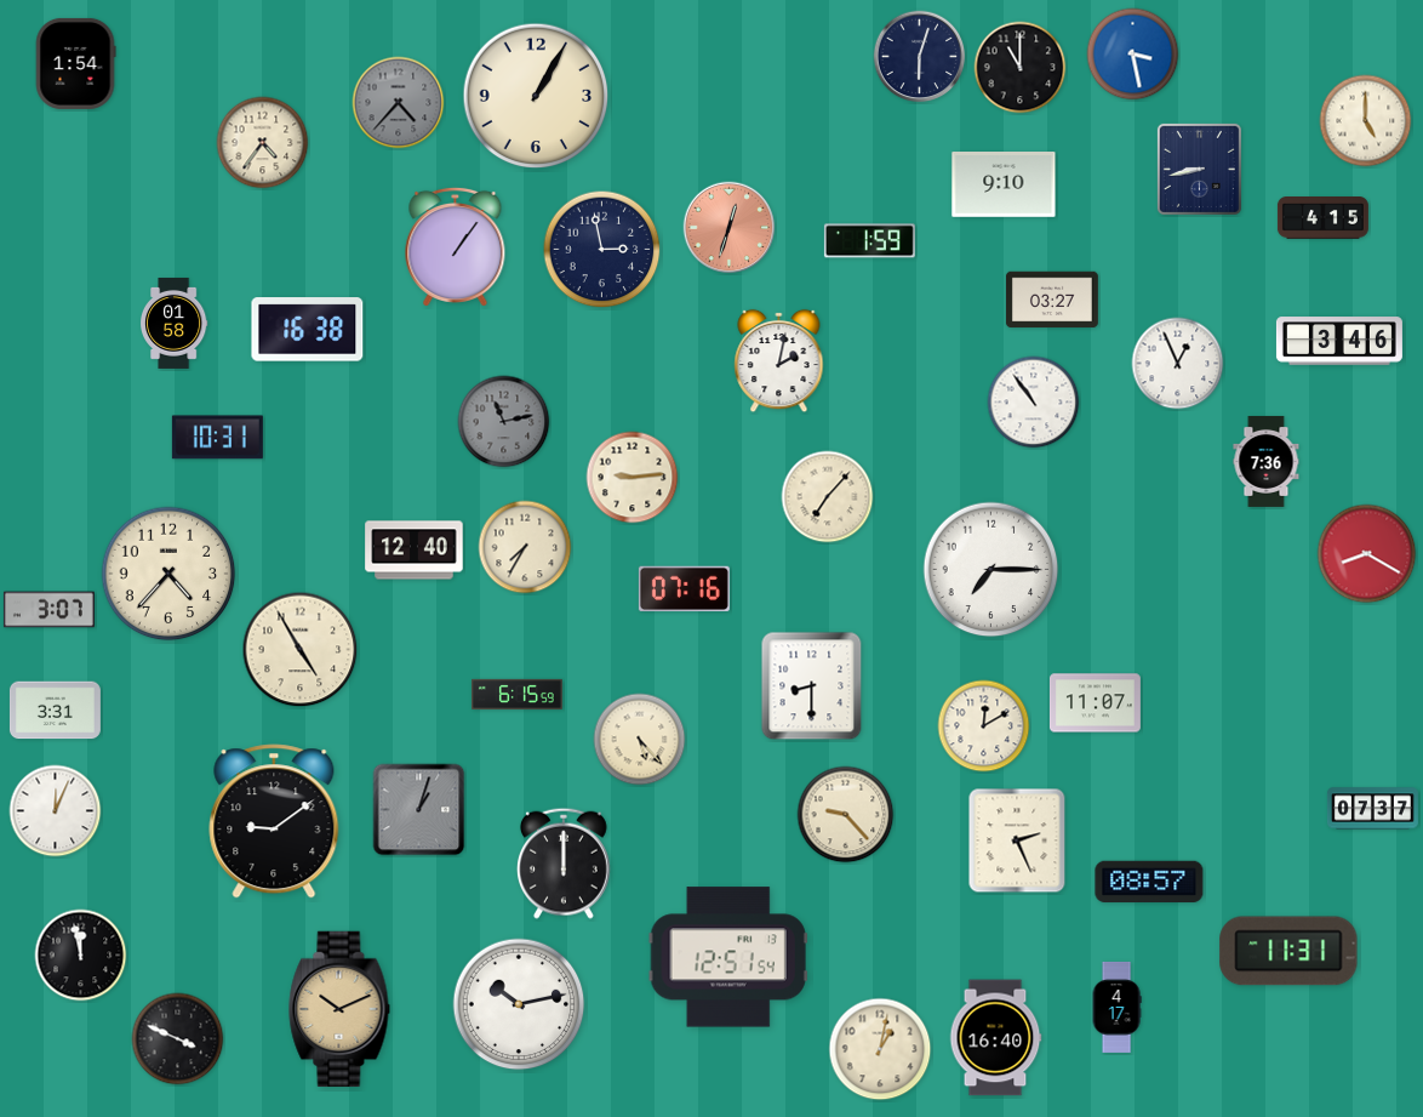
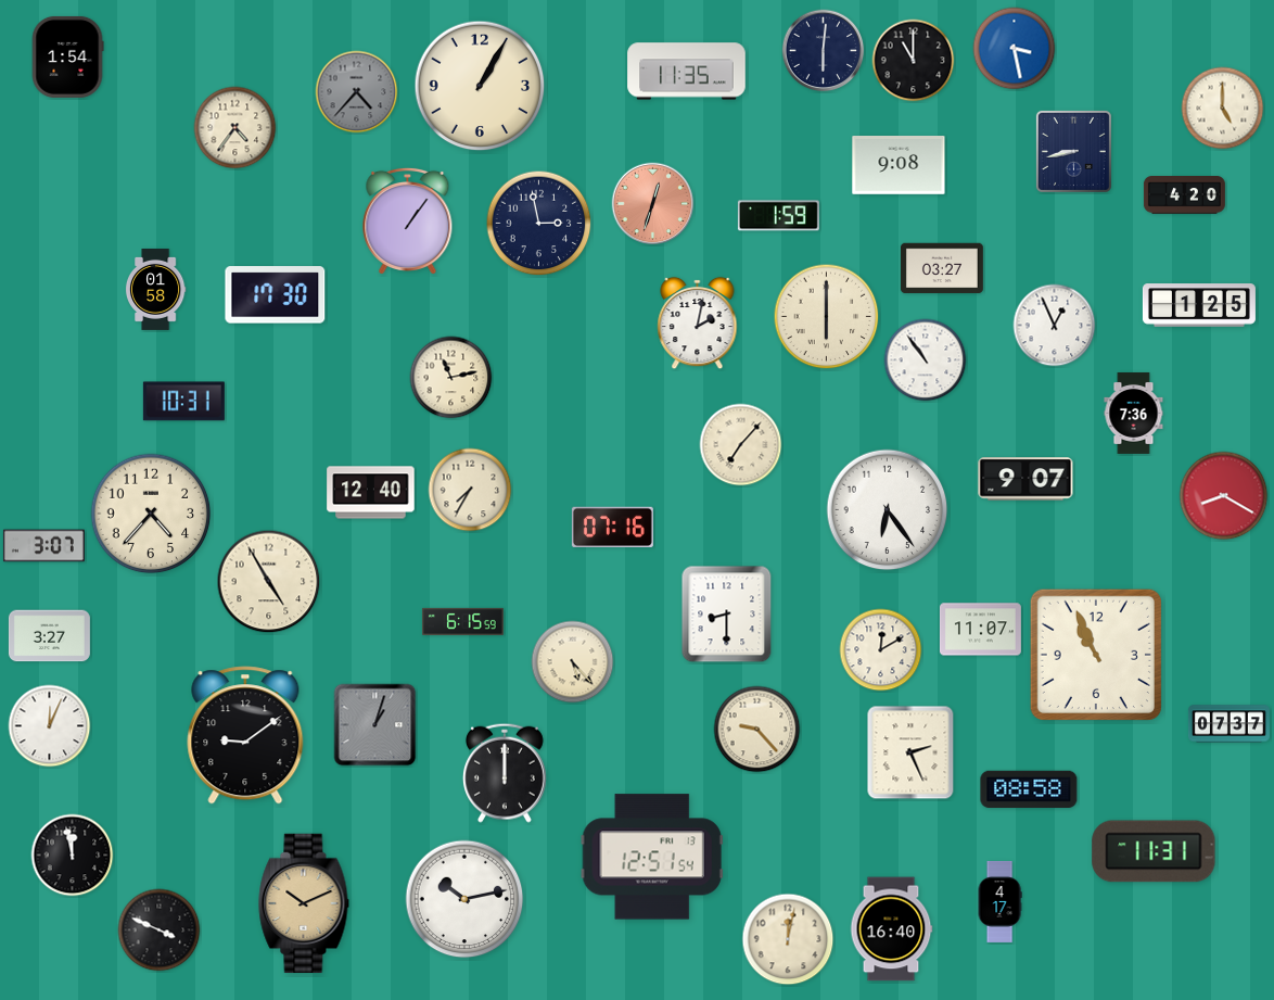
clock at (920, 57): 6:03 -> 6:01
clock at (687, 72): none -> 11:35
clock at (1004, 186): 9:10 -> 9:08
clock at (1322, 218): 4:15 -> 4:20
clock at (308, 330): 16:38 -> 17:30
clock at (1339, 341): 3:46 -> 1:25
clock at (827, 317): none -> 6:00
clock at (504, 422) dial: grey -> cream
clock at (217, 438) position: (217, 438) -> (183, 402)
clock at (633, 478): 9:14 -> none
clock at (1025, 479): none -> 9:07
clock at (991, 570): 7:15 -> 6:24
clock at (55, 711): 3:31 -> 3:27
clock at (1096, 655): none -> 10:56
clock at (1149, 882): 08:57 -> 08:58
clock at (880, 1049): 1:02 -> 12:02
